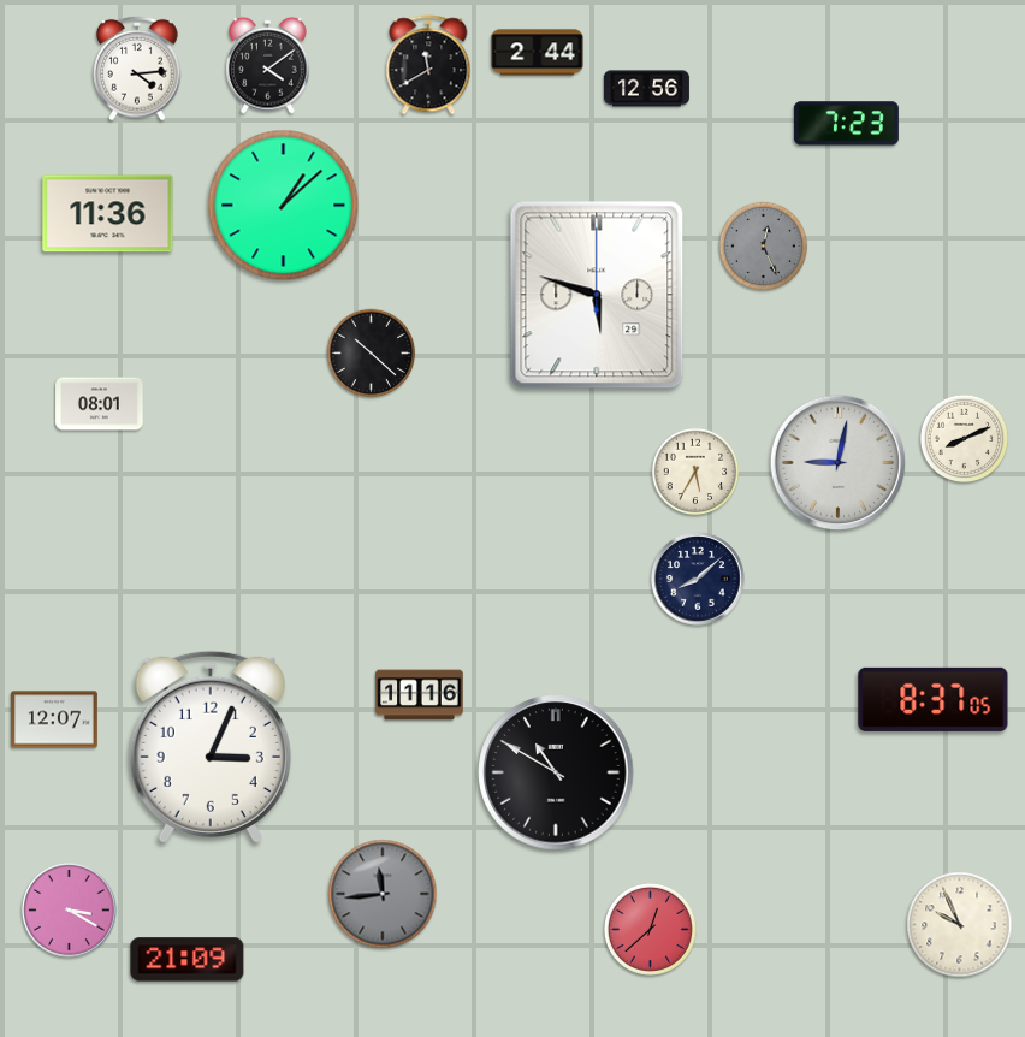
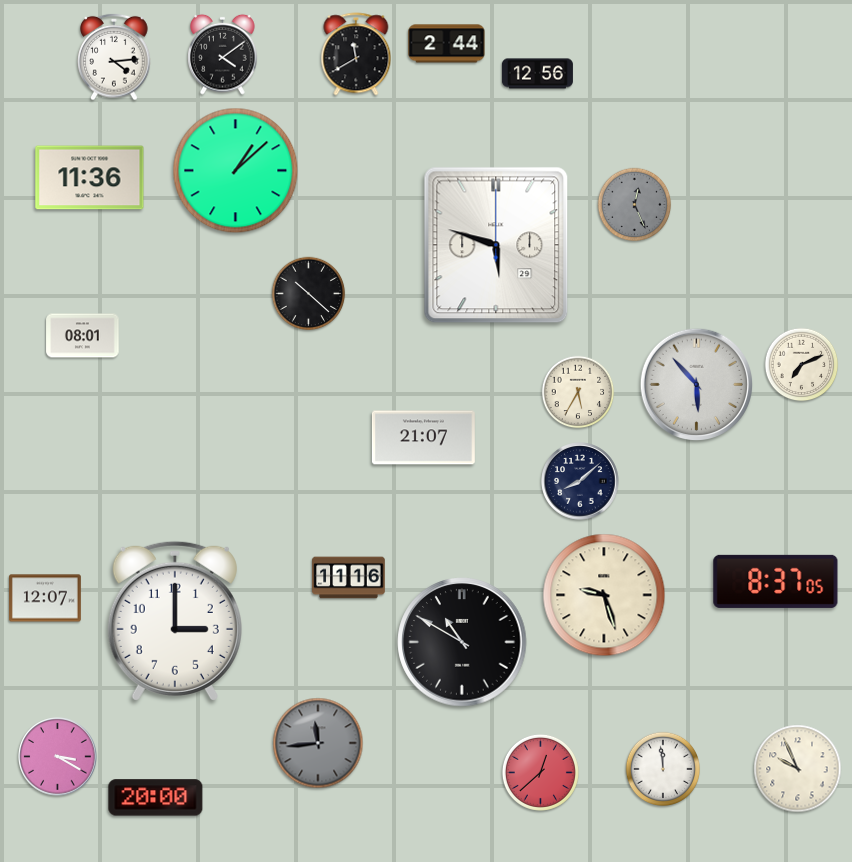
clock at (846, 124): 7:23 -> none
clock at (965, 439): 8:11 -> 7:11
clock at (837, 462): 9:02 -> 5:53
clock at (423, 438): none -> 21:07
clock at (604, 595): none -> 9:27
clock at (211, 747): 3:04 -> 3:00
clock at (663, 769): none -> 11:59
clock at (188, 960): 21:09 -> 20:00
